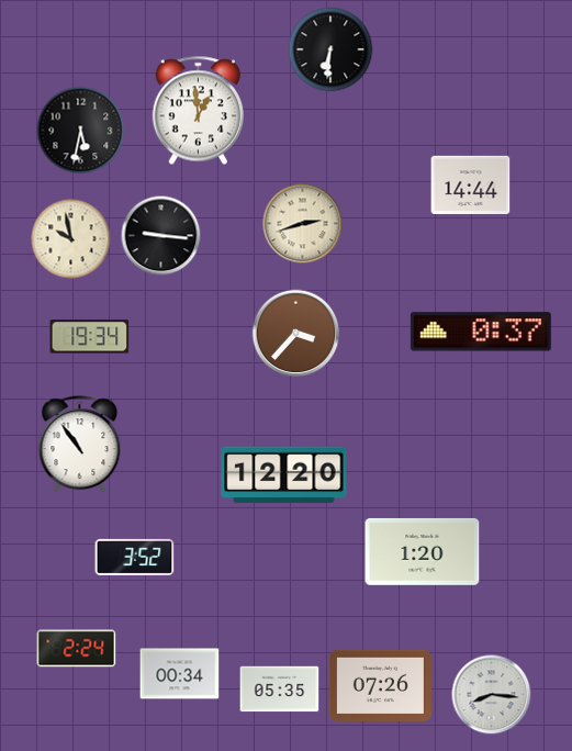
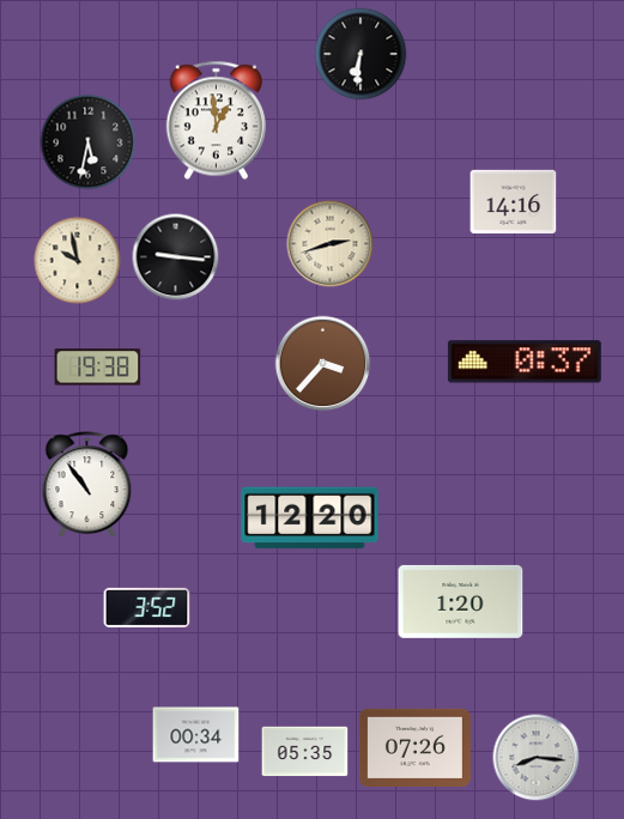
clock at (471, 184): 14:44 -> 14:16
clock at (90, 337): 19:34 -> 19:38
clock at (77, 649): 2:24 -> none
